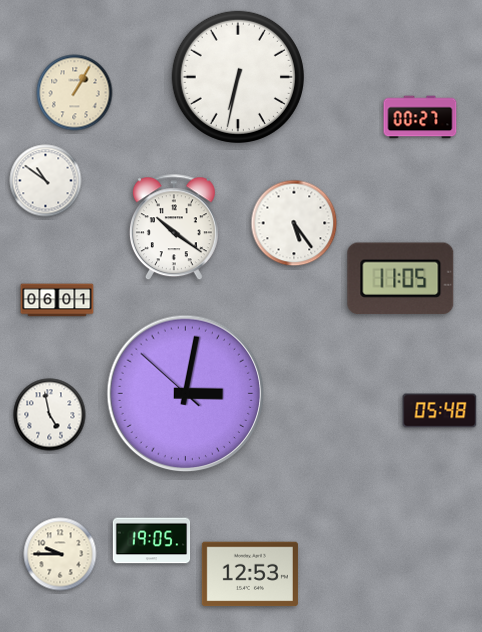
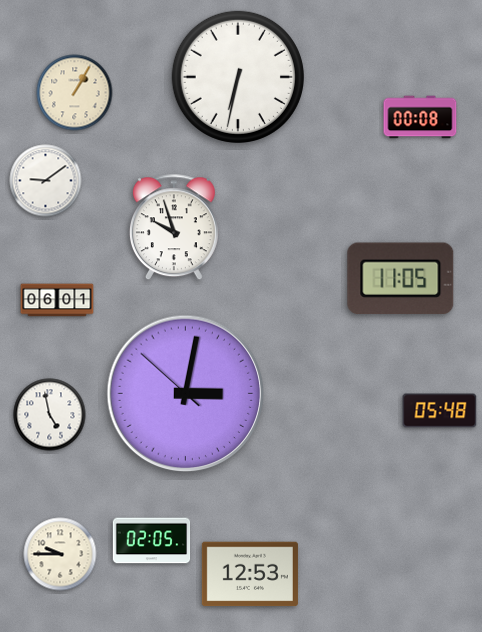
clock at (420, 117): 00:27 -> 00:08
clock at (46, 181): 10:51 -> 9:09
clock at (294, 223): 5:24 -> none
clock at (174, 228): 10:21 -> 9:57
clock at (152, 541): 19:05 -> 02:05
